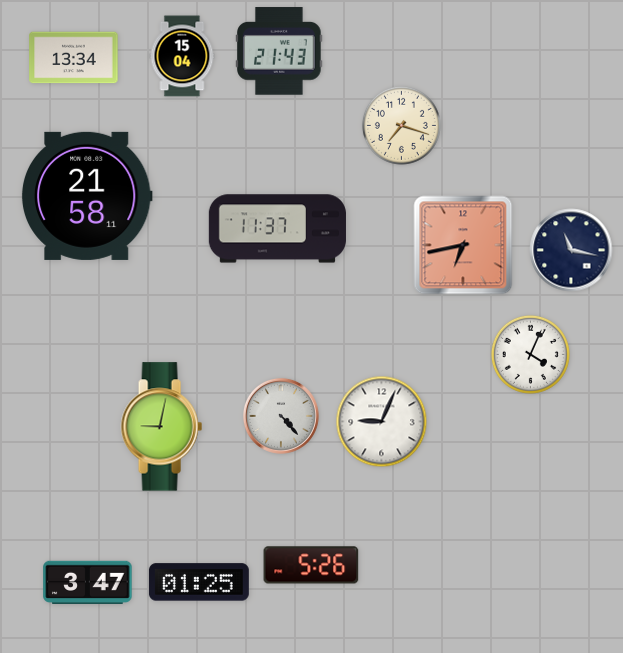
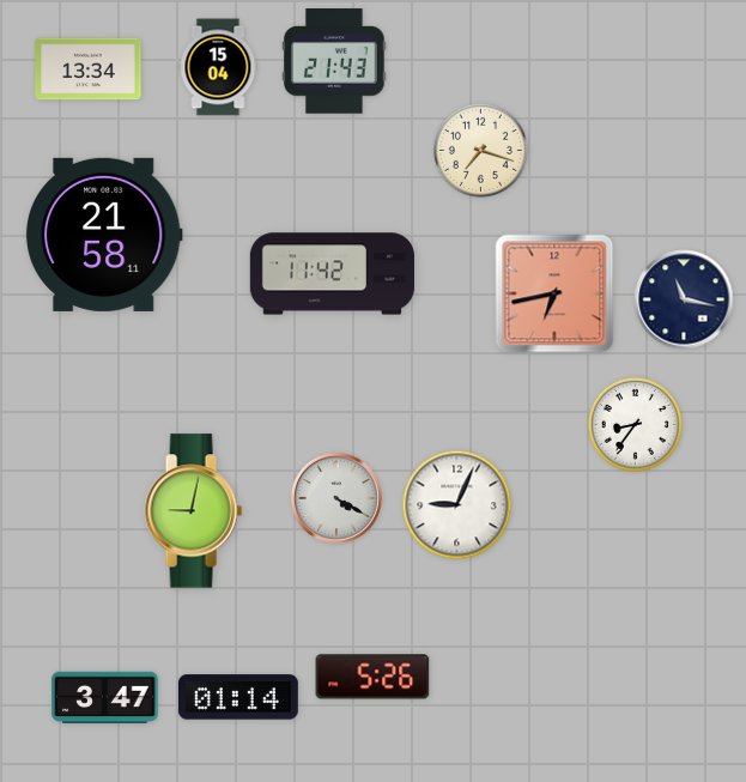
clock at (277, 229): 11:37 -> 11:42
clock at (530, 354): 4:04 -> 8:36
clock at (281, 416): 4:23 -> 4:20
clock at (199, 582): 01:25 -> 01:14
